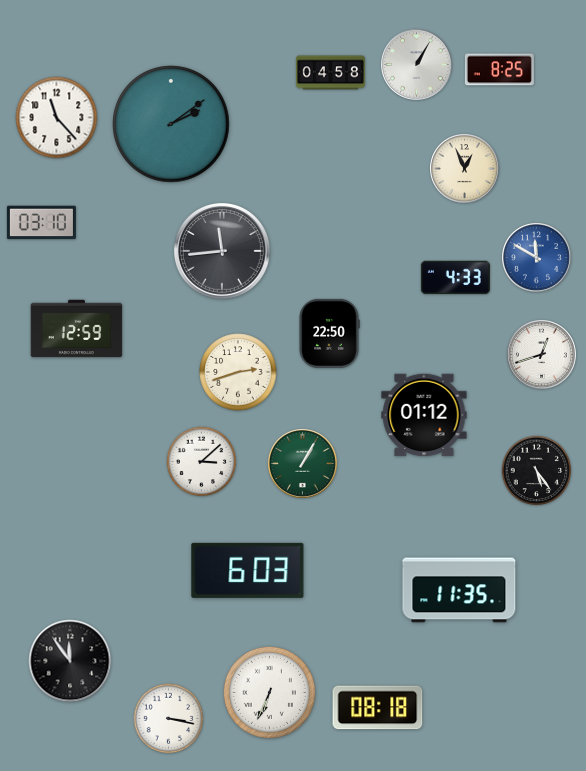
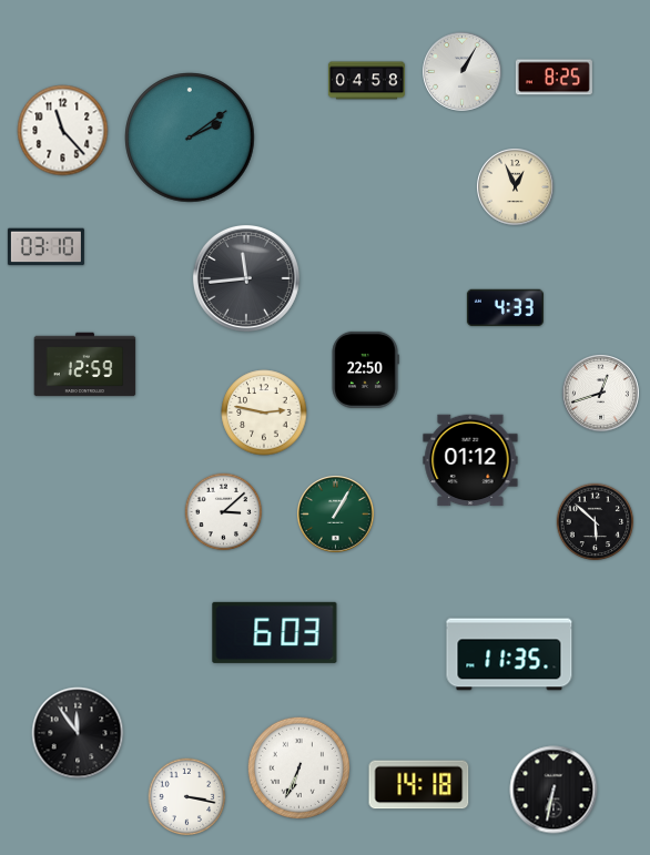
clock at (537, 258): 11:50 -> none
clock at (238, 372): 2:42 -> 2:47
clock at (537, 471): 5:24 -> 5:52
clock at (378, 708): 08:18 -> 14:18
clock at (553, 790): none -> 6:32
